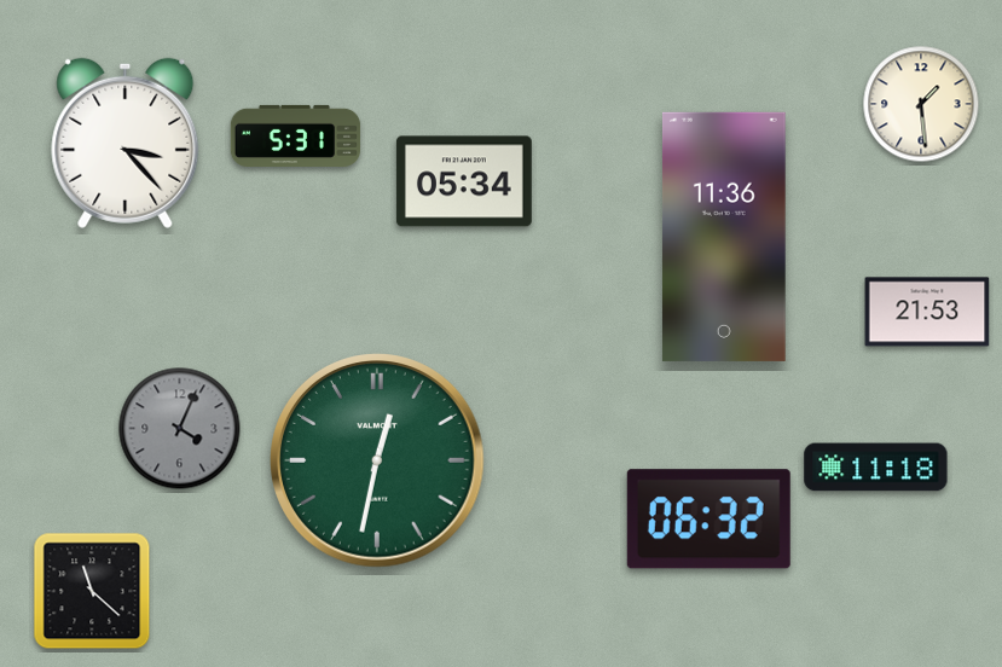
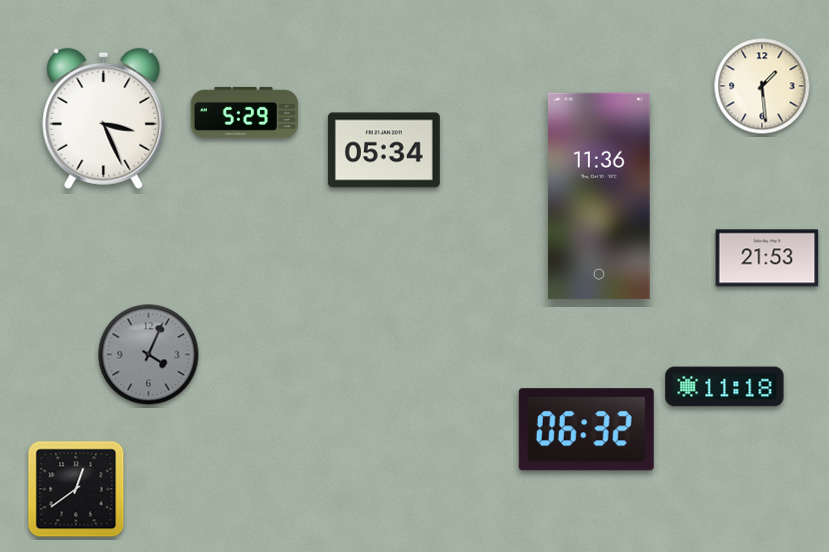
clock at (296, 135): 5:31 -> 5:29
clock at (126, 143): 3:23 -> 3:26
clock at (377, 460): 12:32 -> none
clock at (92, 591): 11:22 -> 12:39
